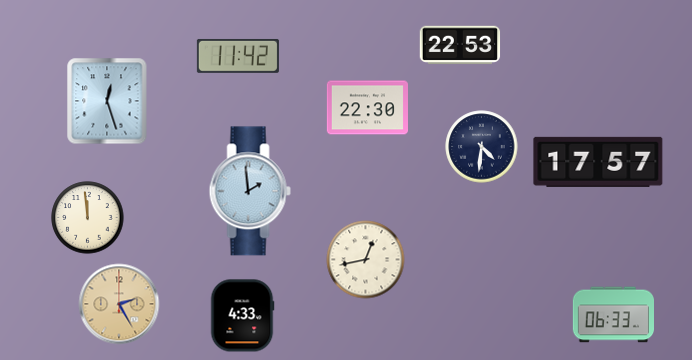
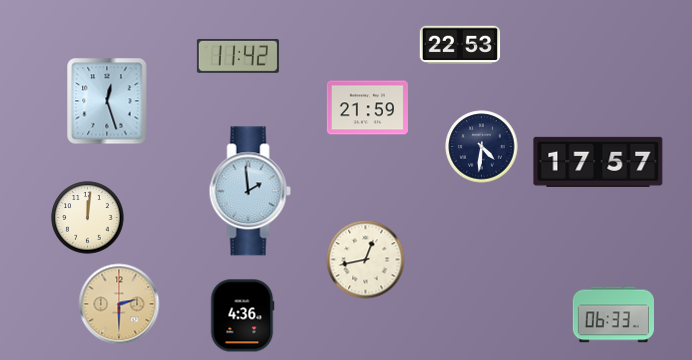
clock at (367, 108): 22:30 -> 21:59
clock at (88, 218): 11:59 -> 12:01
clock at (119, 304): 2:25 -> 2:30
clock at (242, 316): 4:33 -> 4:36
